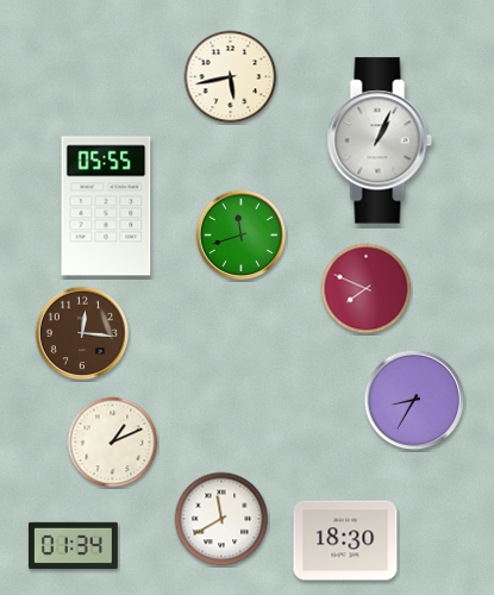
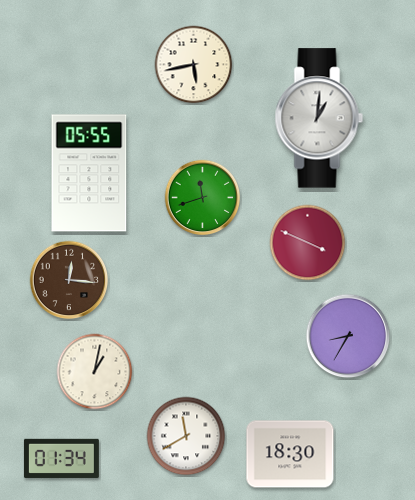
clock at (380, 140): 1:04 -> 1:01
clock at (367, 289): 7:49 -> 3:49
clock at (113, 443): 1:11 -> 1:02
